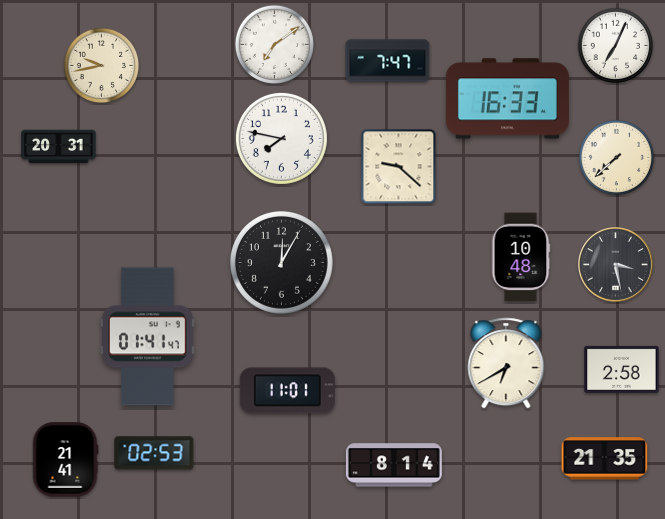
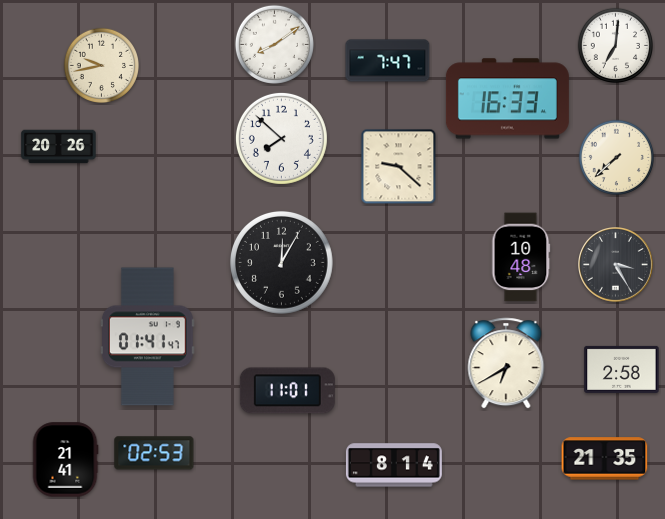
clock at (274, 44): 7:09 -> 8:09
clock at (615, 45): 7:04 -> 7:01
clock at (281, 138): 7:47 -> 7:52
clock at (59, 147): 20:31 -> 20:26
clock at (616, 265): 3:28 -> 3:25
